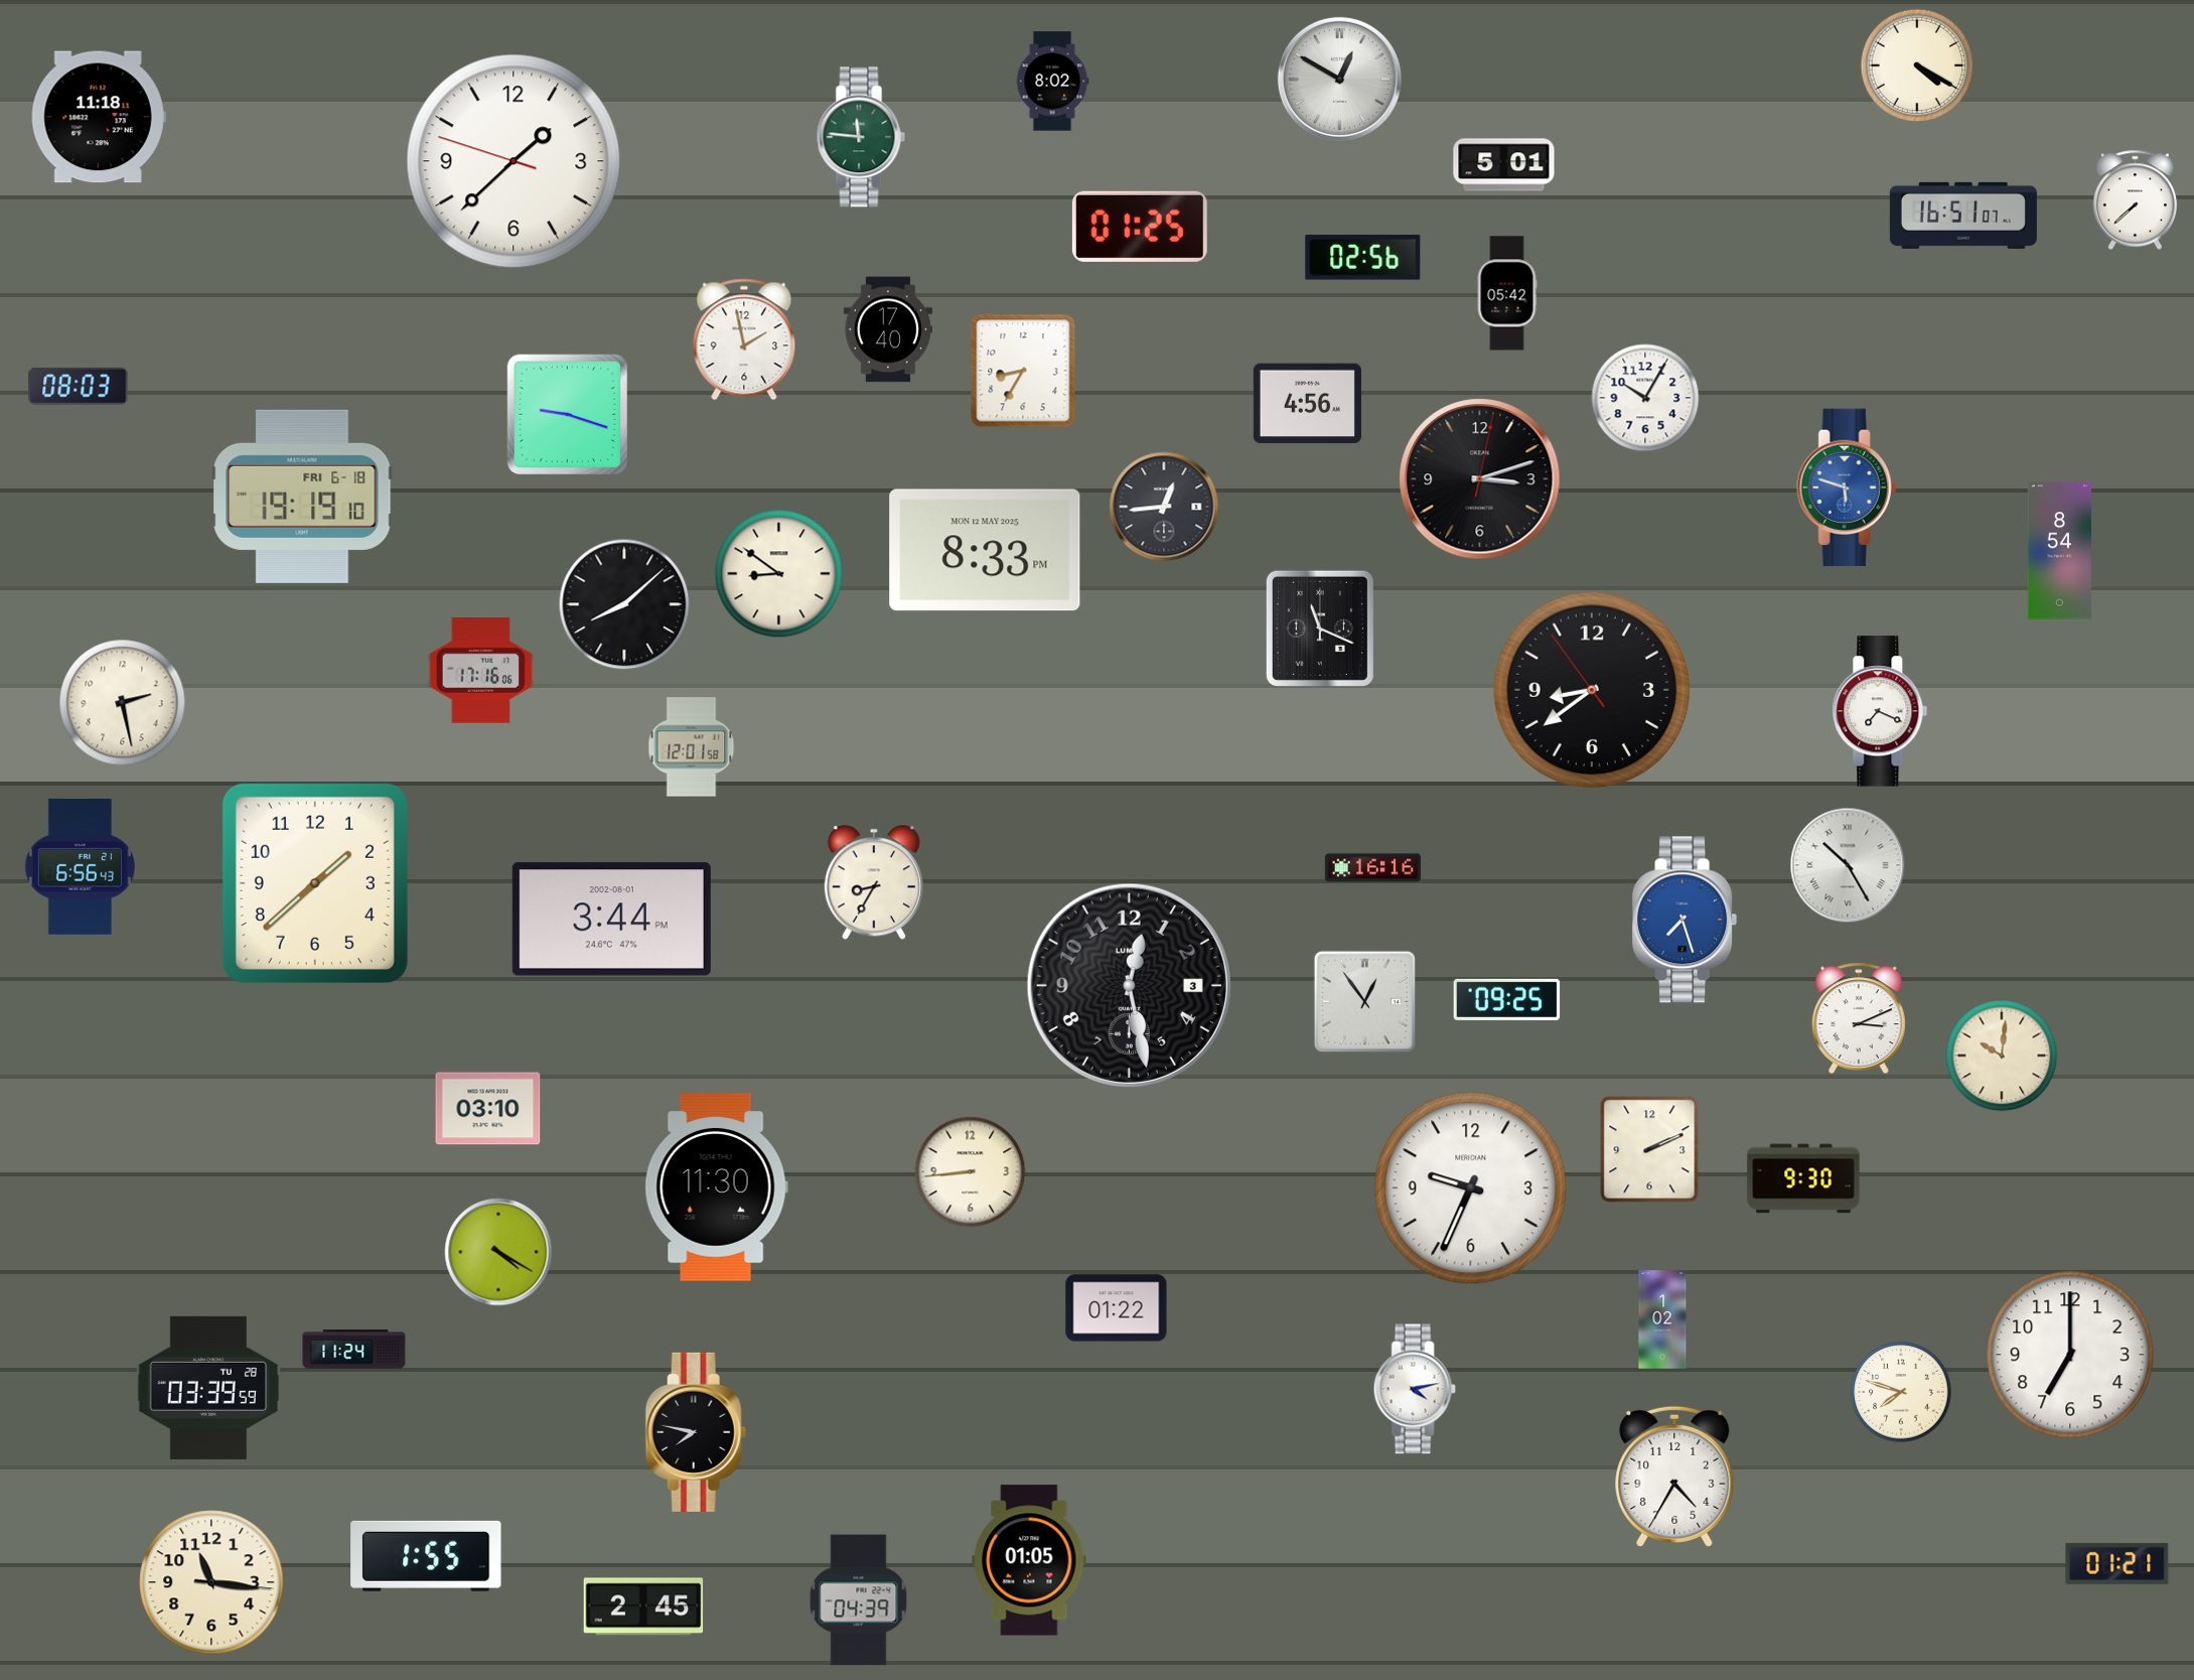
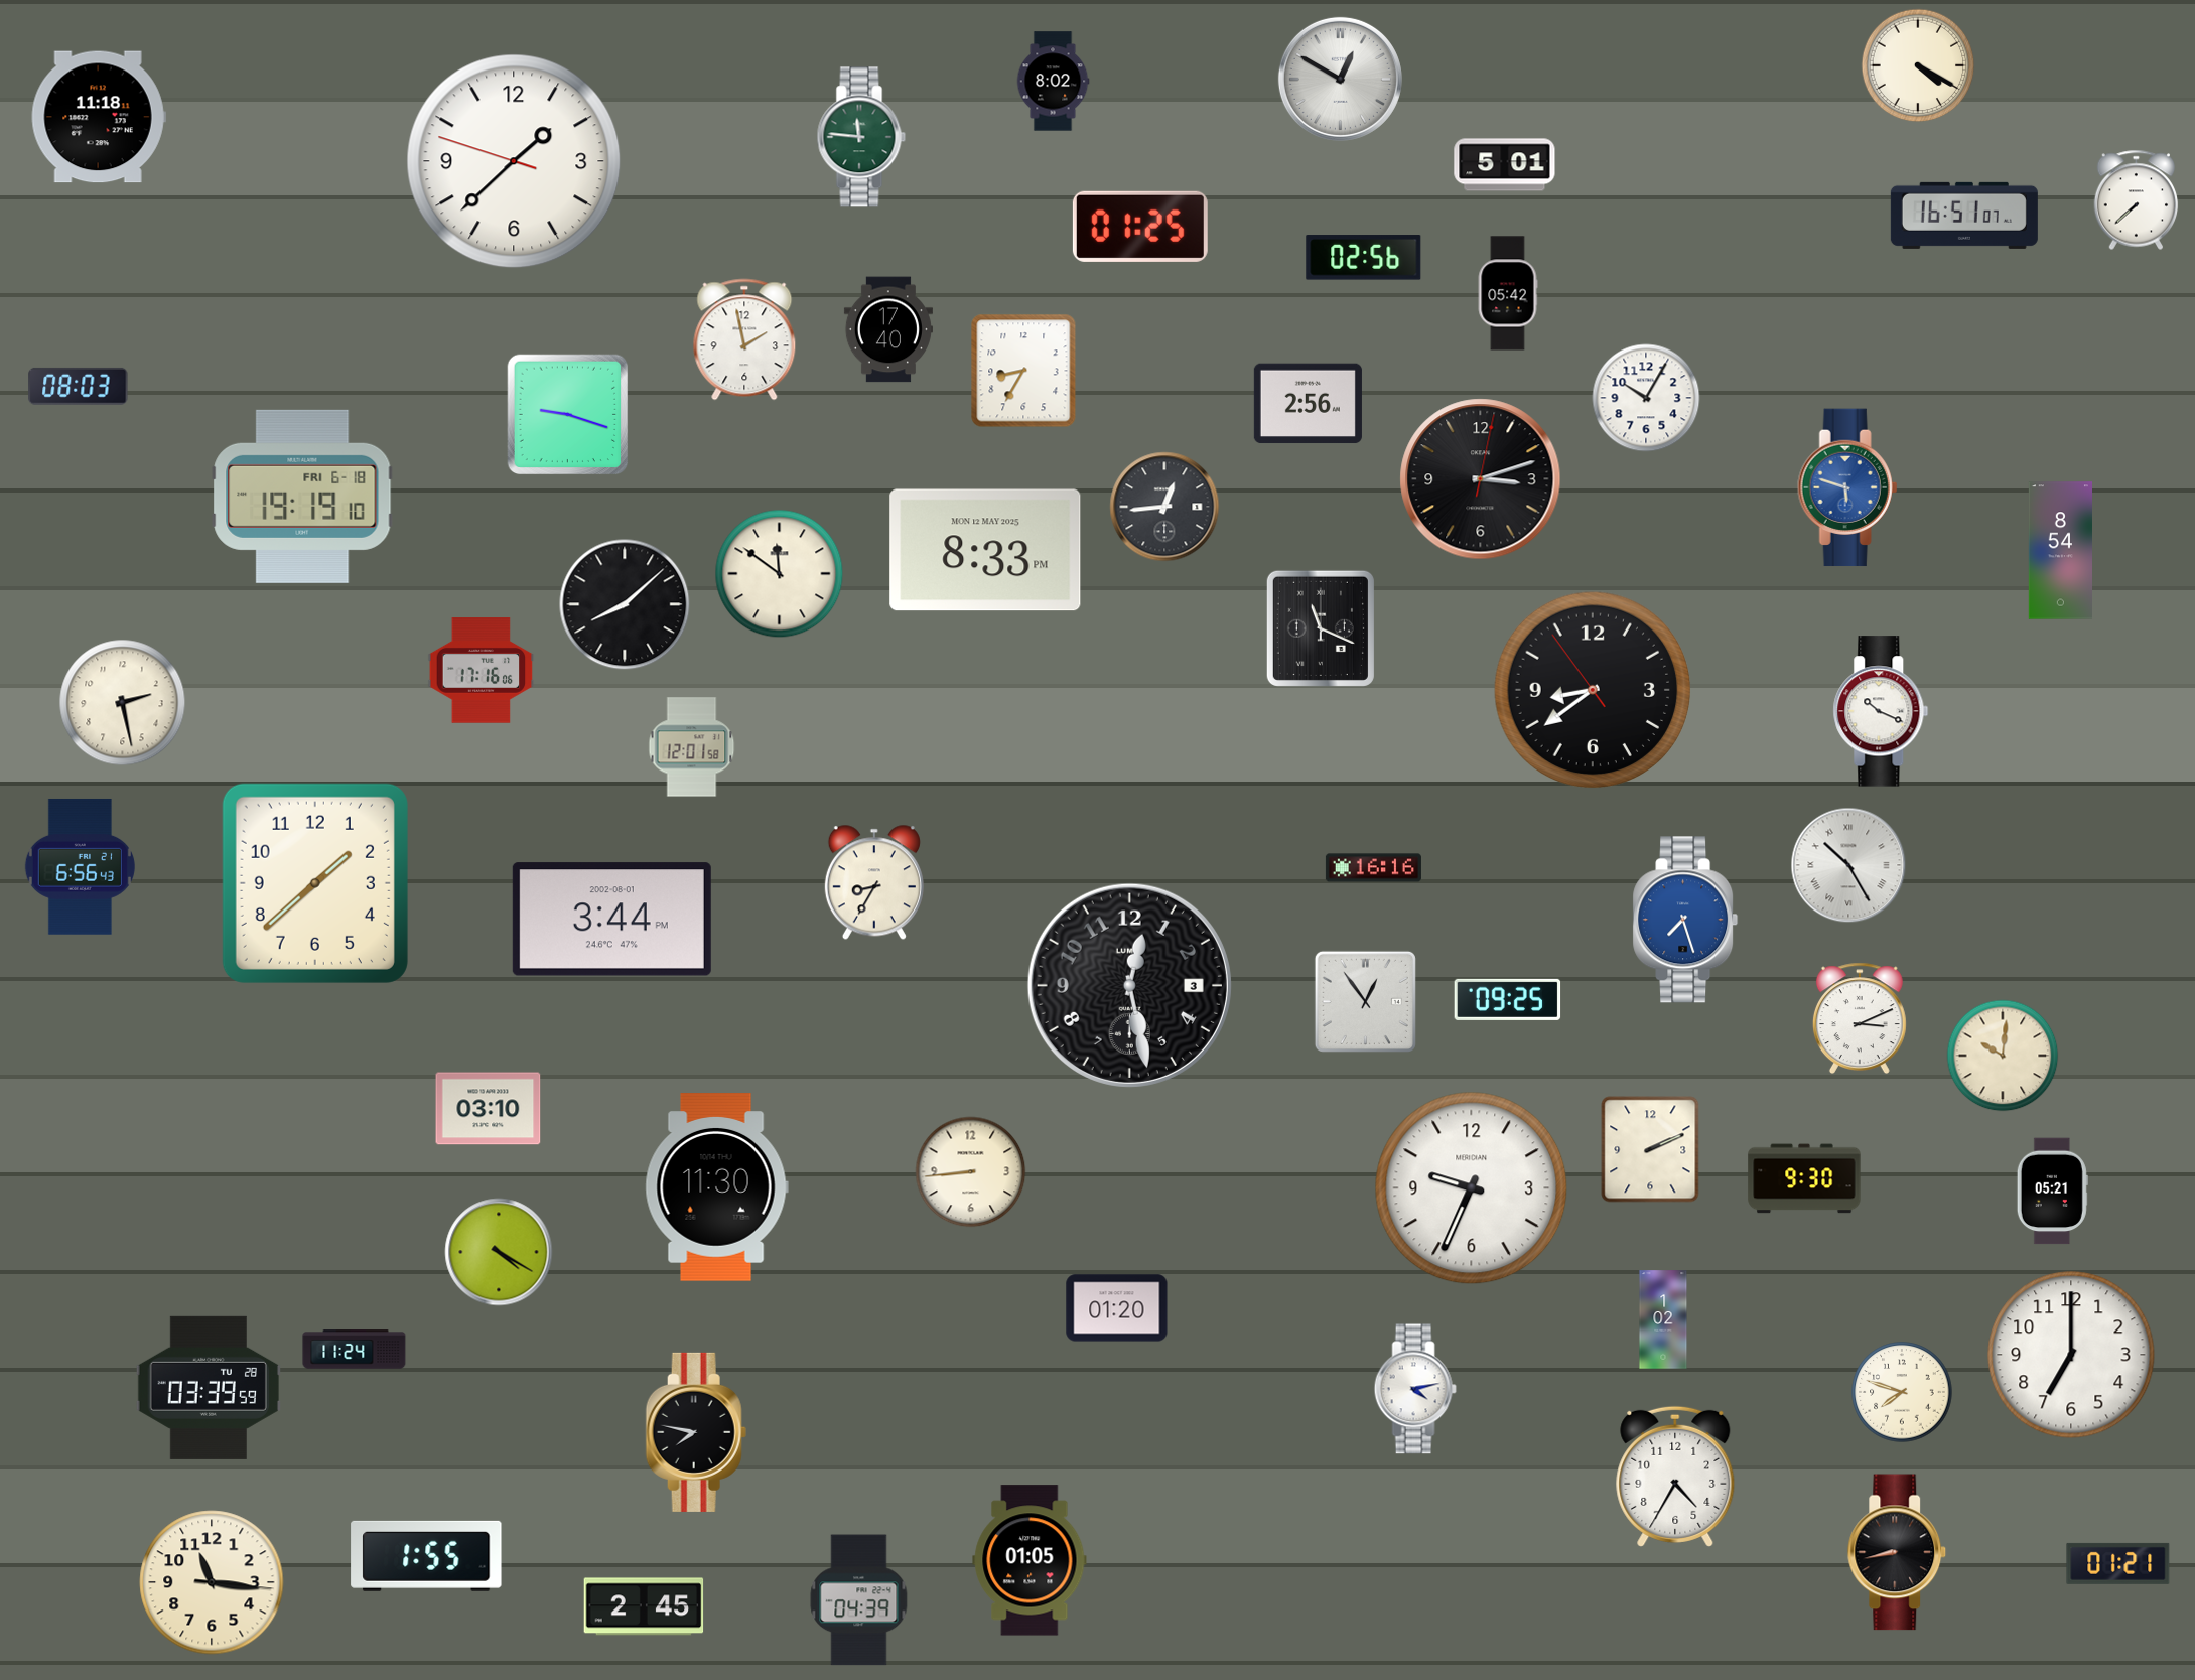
clock at (1307, 404): 4:56 -> 2:56
clock at (779, 574): 8:51 -> 11:51
clock at (1880, 711): 7:19 -> 10:19
clock at (2052, 1192): none -> 05:21
clock at (1117, 1308): 01:22 -> 01:20
clock at (1897, 1552): none -> 8:43
